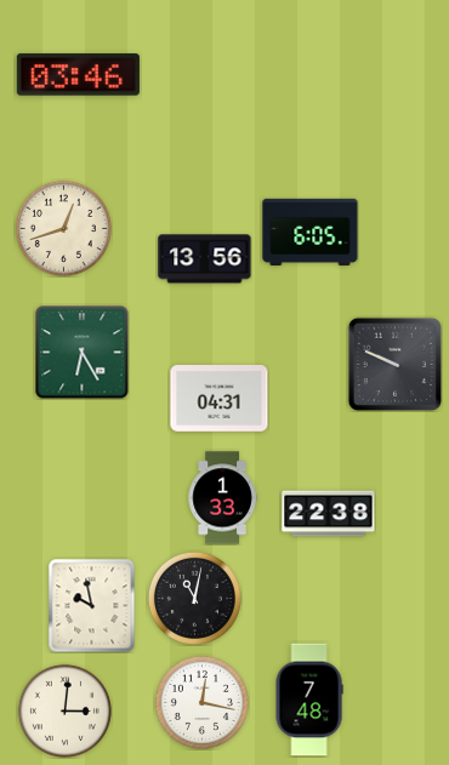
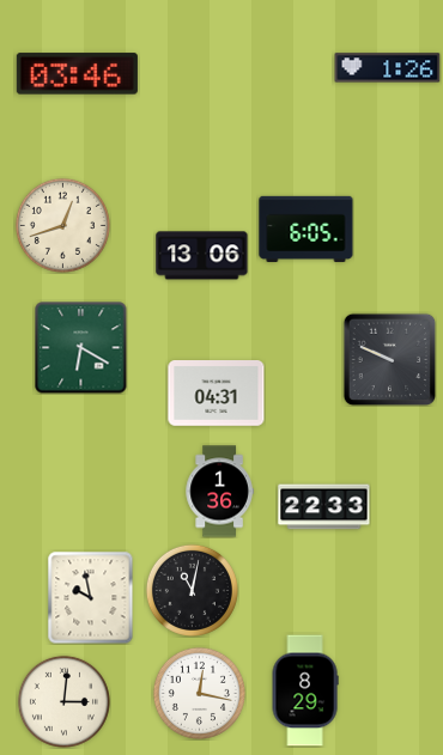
clock at (388, 68): none -> 1:26
clock at (205, 259): 13:56 -> 13:06
clock at (83, 353): 6:25 -> 6:20
clock at (222, 498): 1:33 -> 1:36
clock at (329, 514): 22:38 -> 22:33
clock at (309, 700): 7:48 -> 8:29
